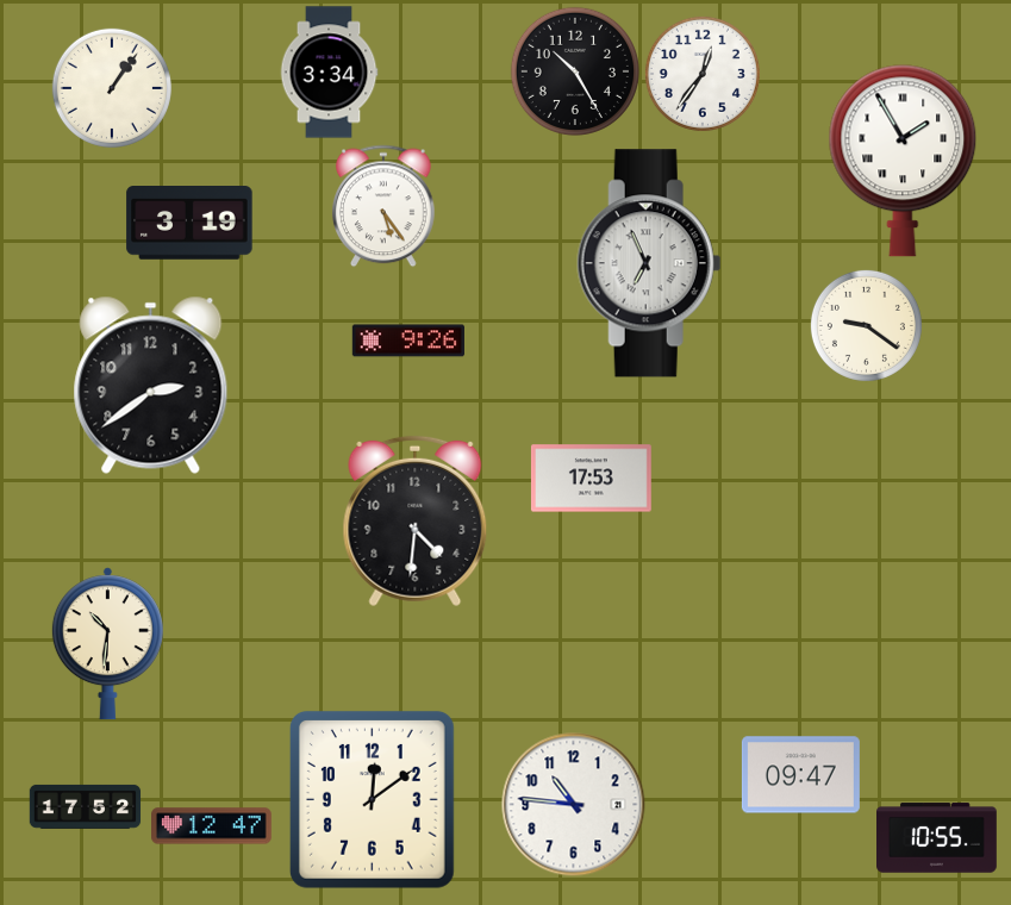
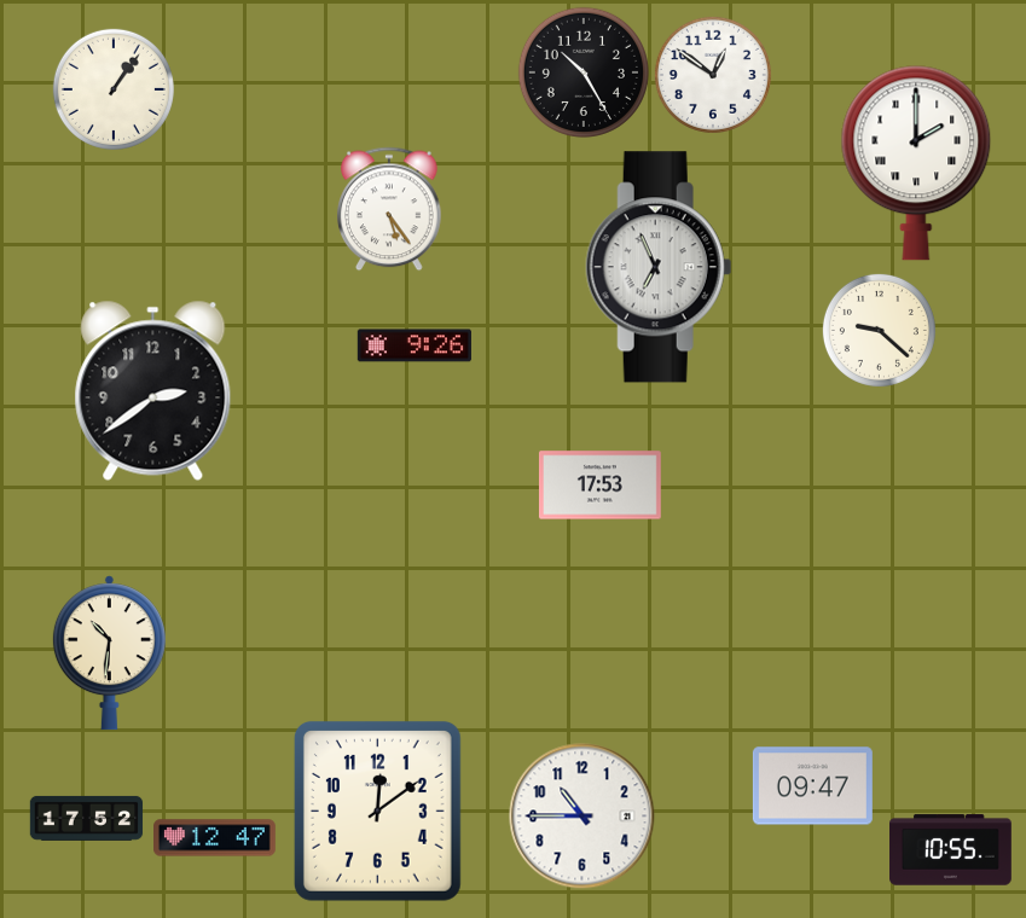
clock at (329, 73): 3:34 -> none
clock at (703, 74): 12:36 -> 12:51
clock at (903, 161): 1:55 -> 2:00
clock at (189, 224): 3:19 -> none
clock at (866, 325): 9:21 -> 9:22
clock at (416, 522): 4:31 -> none
clock at (574, 805): 10:46 -> 10:45
